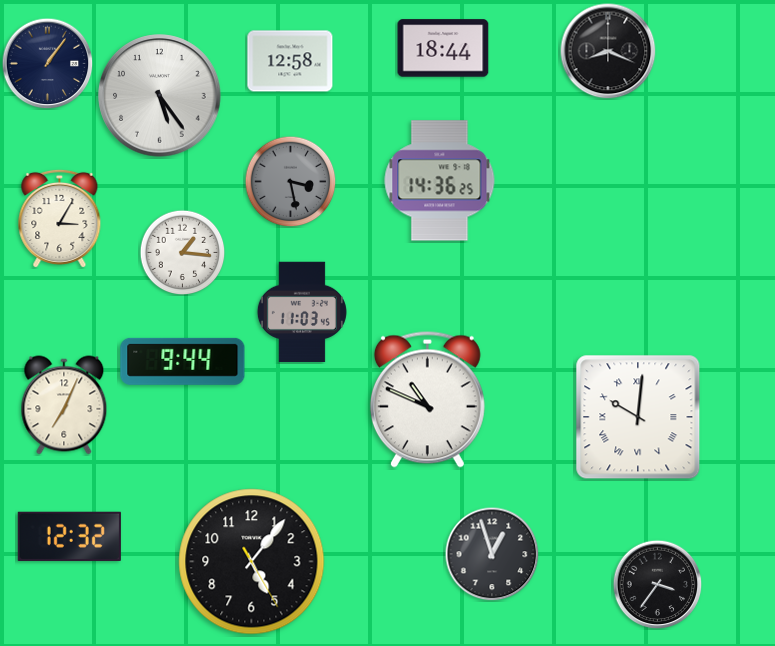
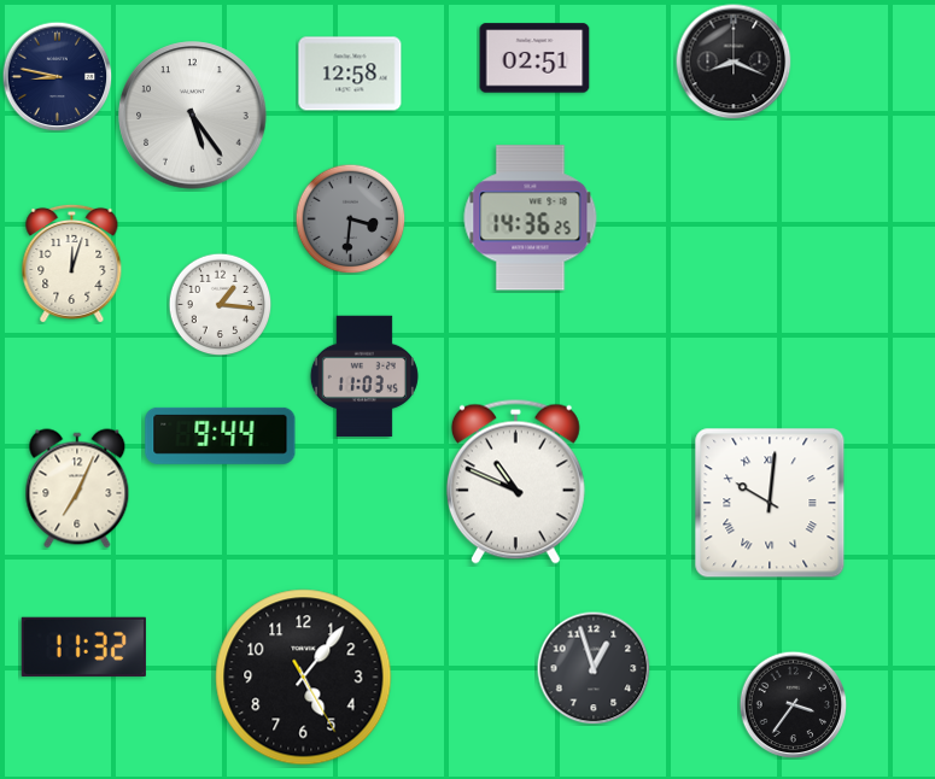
clock at (443, 48): 18:44 -> 02:51
clock at (47, 63): 1:06 -> 8:47
clock at (290, 181): 3:28 -> 3:31
clock at (60, 218): 3:05 -> 12:03
clock at (69, 536): 12:32 -> 11:32
